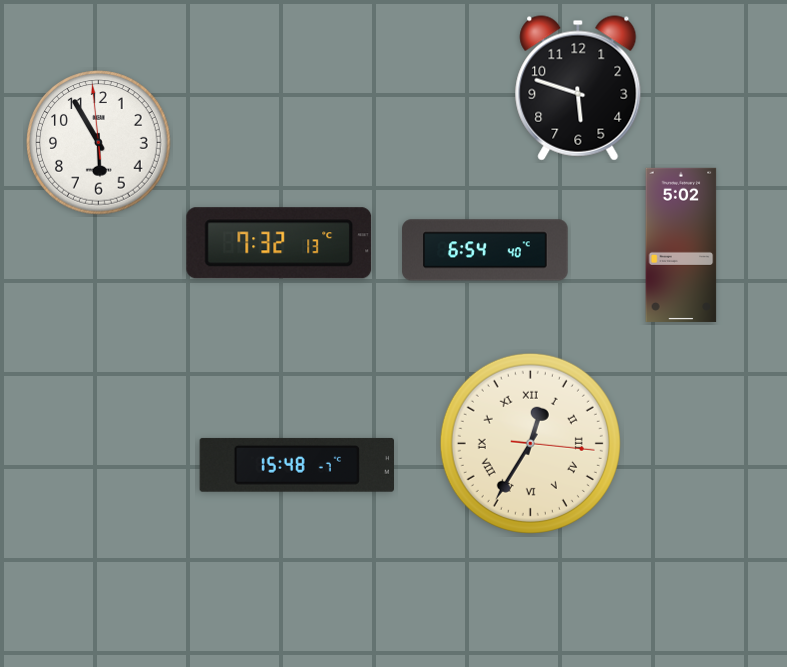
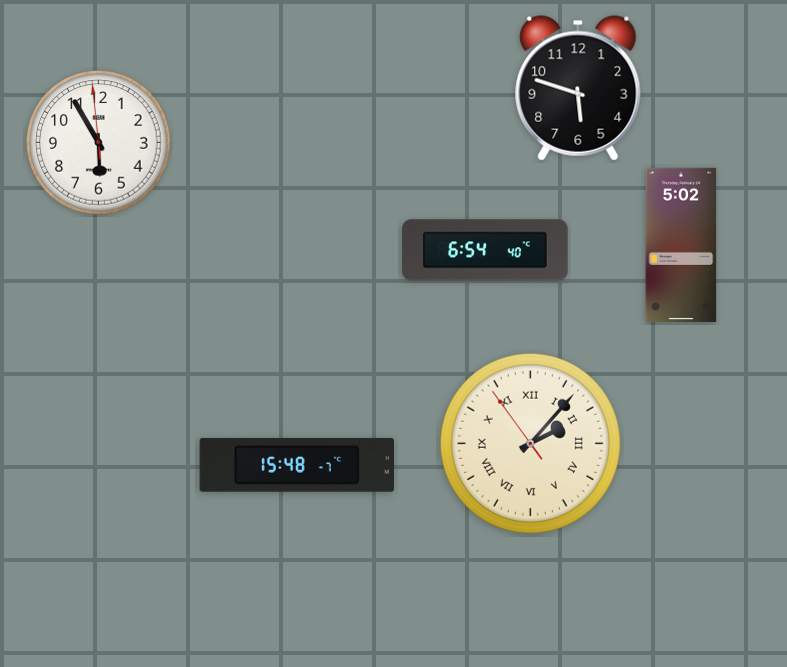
clock at (279, 243): 7:32 -> none
clock at (530, 443): 12:35 -> 2:06
